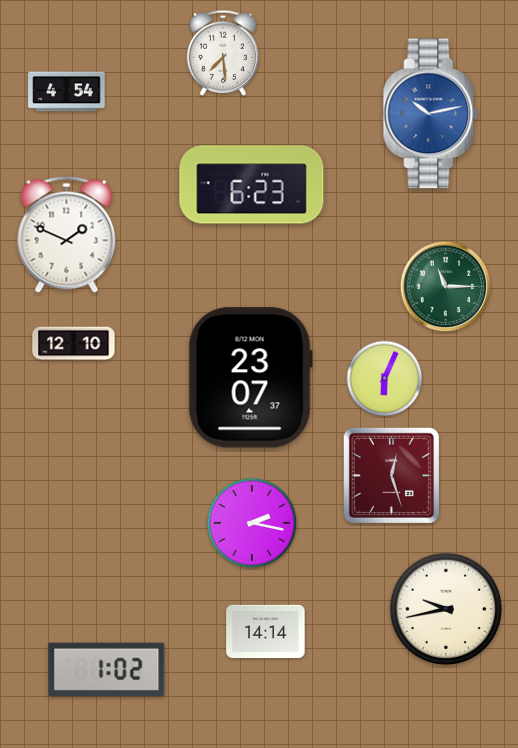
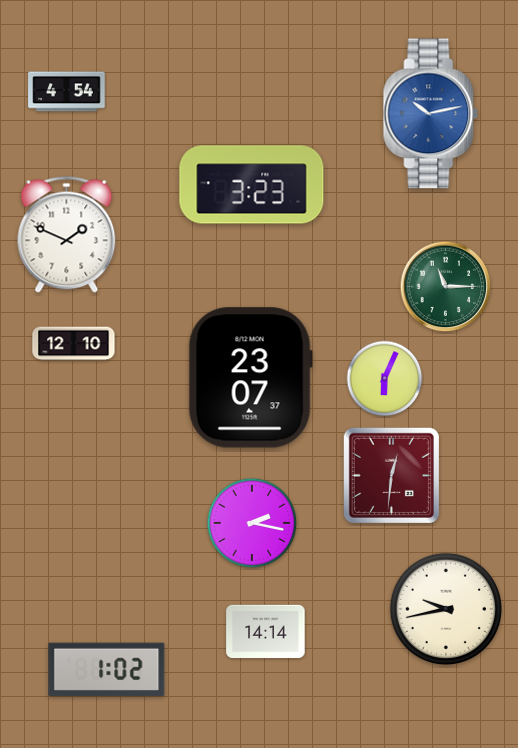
clock at (223, 53): 7:29 -> none
clock at (252, 185): 6:23 -> 3:23
clock at (391, 475): 12:27 -> 12:31
